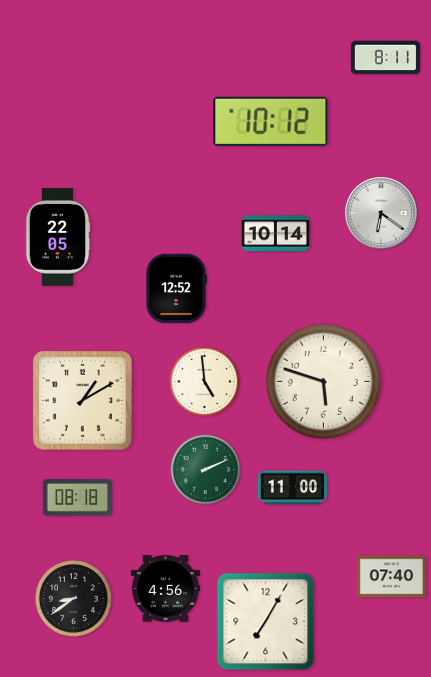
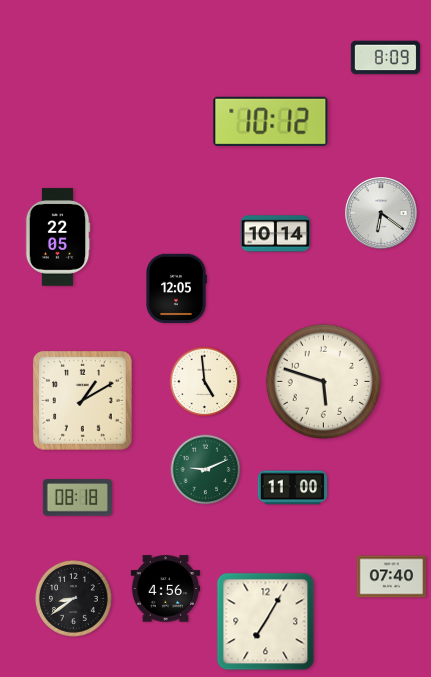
clock at (385, 58): 8:11 -> 8:09
clock at (176, 288): 12:52 -> 12:05
clock at (206, 470): 2:11 -> 9:11
